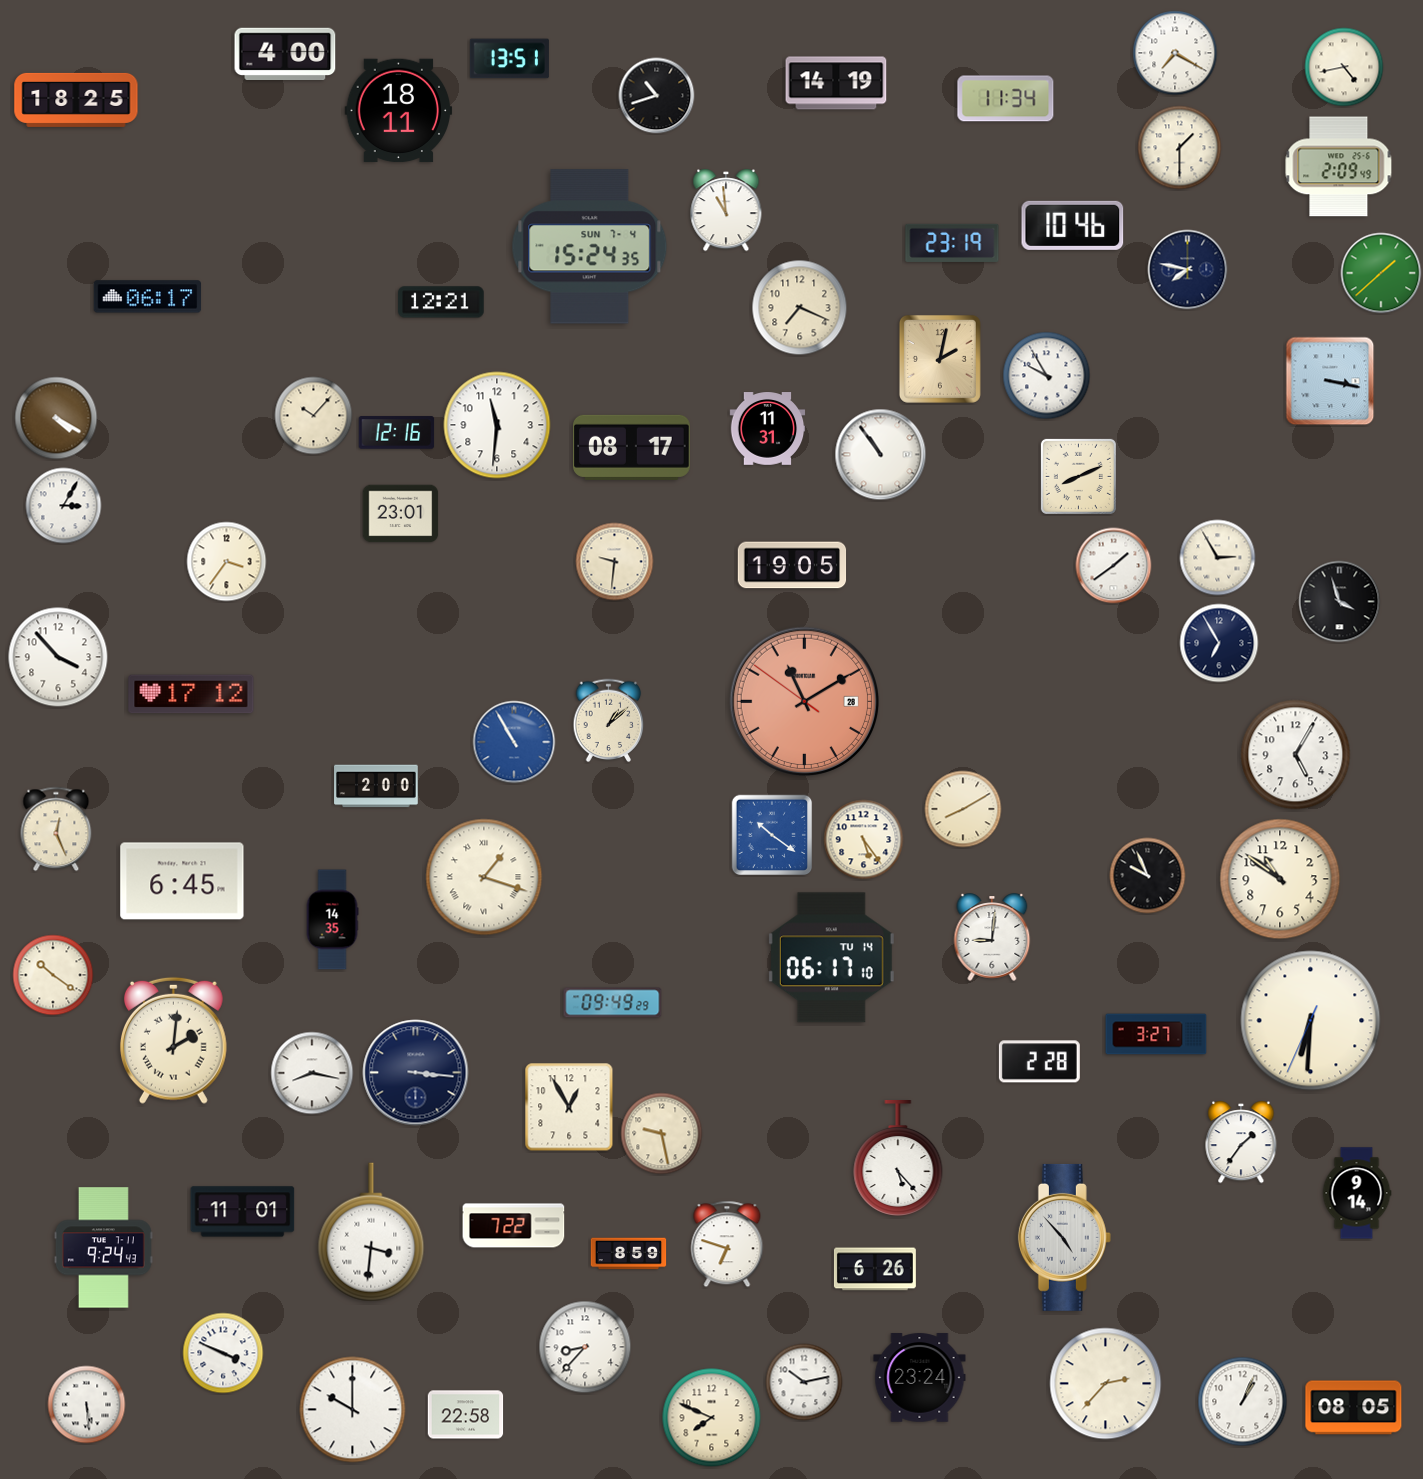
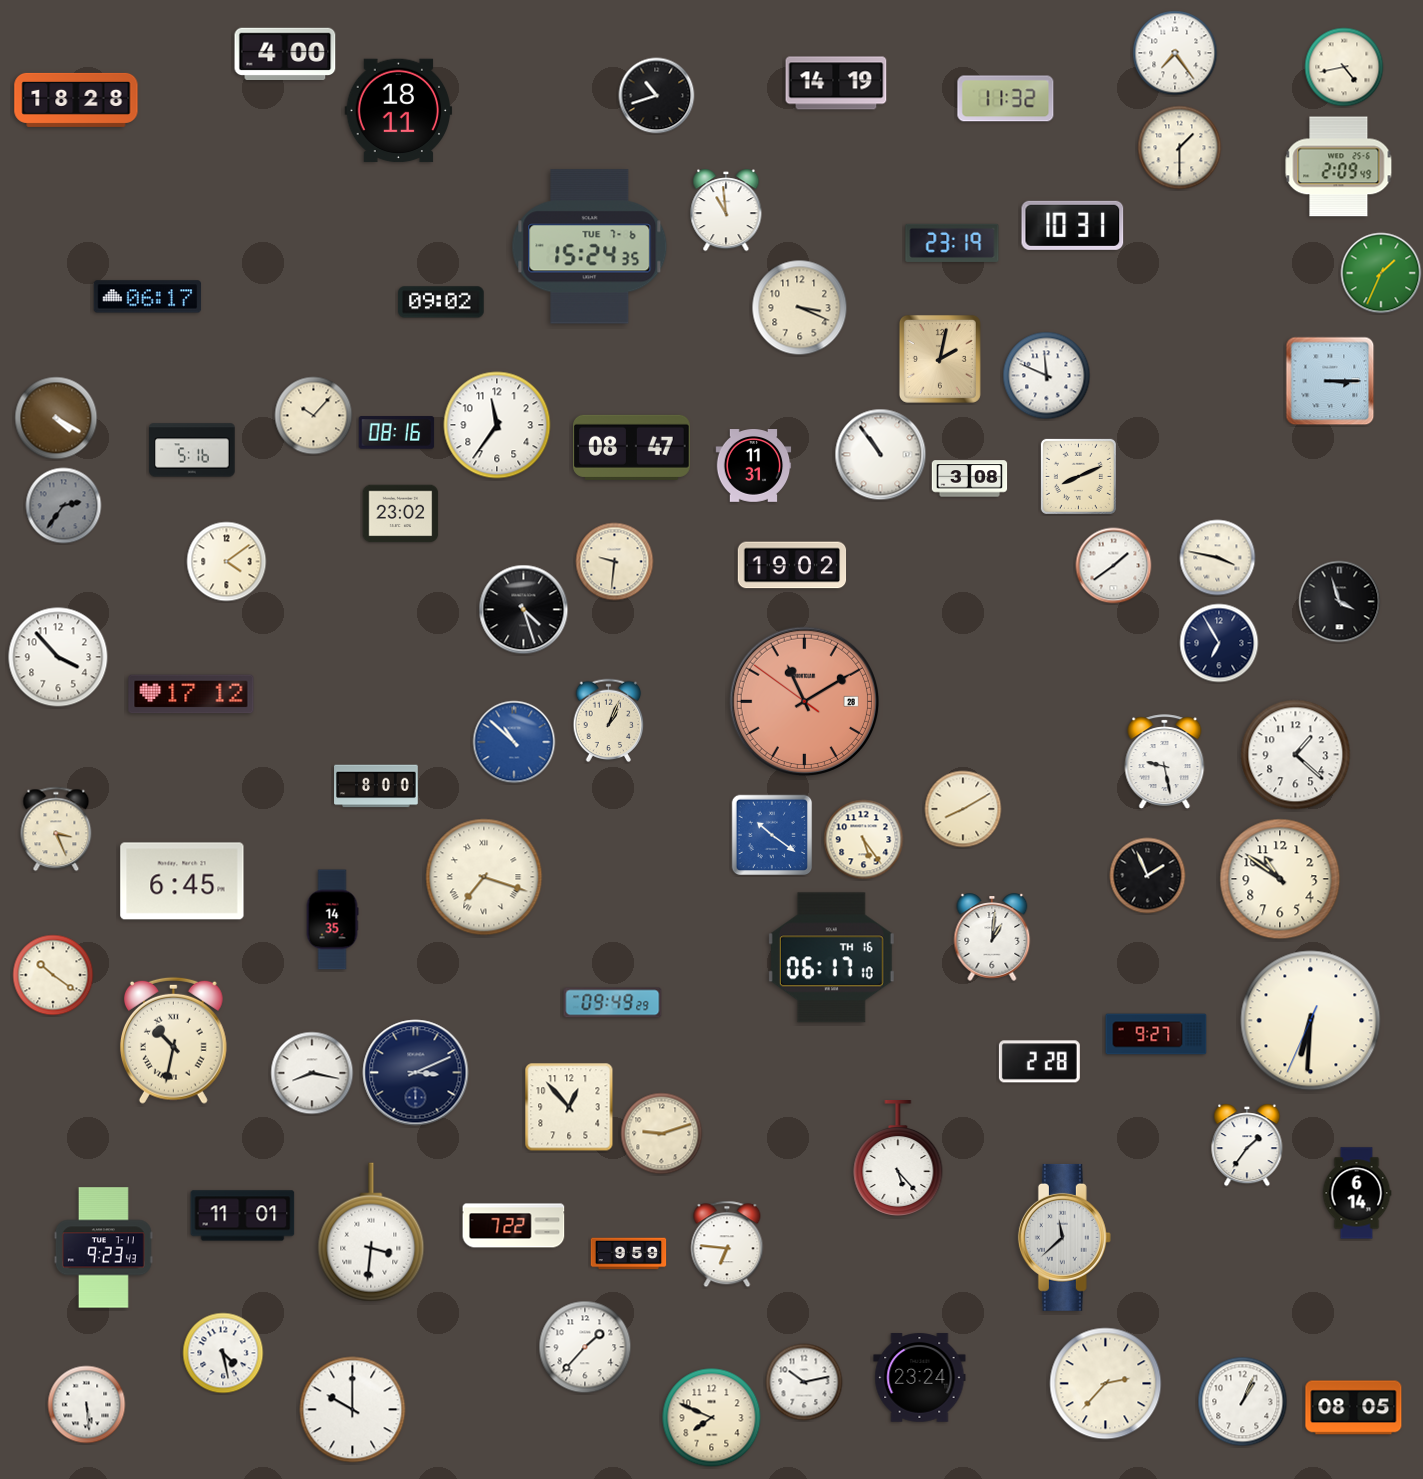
clock at (1175, 53): 7:20 -> 7:24
clock at (509, 59): 13:51 -> none
clock at (1006, 99): 11:34 -> 11:32
clock at (76, 100): 18:25 -> 18:28
clock at (1073, 225): 10:46 -> 10:31
clock at (590, 247) date: SUN 7-4 -> TUE 7-6
clock at (1188, 270): 7:47 -> none
clock at (1381, 273): 1:38 -> 1:34
clock at (441, 302): 12:21 -> 09:02
clock at (800, 308): 7:19 -> 3:19
clock at (1047, 376): 9:55 -> 11:49
clock at (1330, 381): 3:17 -> 3:15
clock at (497, 425): 11:31 -> 11:36
clock at (768, 429) position: (768, 429) -> (754, 466)
clock at (397, 433): 12:16 -> 08:16
clock at (632, 447): 08:17 -> 08:47
clock at (192, 450): none -> 5:16
clock at (970, 479): none -> 3:08
clock at (64, 506): 3:05 -> 2:36
clock at (64, 506) dial: white -> grey
clock at (401, 514): 23:01 -> 23:02
clock at (1218, 558): 2:55 -> 3:47
clock at (227, 562): 3:36 -> 4:09
clock at (792, 565): 19:05 -> 19:02
clock at (524, 610): none -> 4:27
clock at (609, 721): 1:08 -> 1:04
clock at (514, 742): 10:55 -> 10:52
clock at (1296, 755): 5:05 -> 1:22
clock at (1165, 761): none -> 9:28
clock at (376, 786): 2:00 -> 8:00
clock at (56, 829): 12:26 -> 3:26
clock at (1148, 876): 9:56 -> 1:56
clock at (484, 877): 1:18 -> 7:18
clock at (992, 937): 9:01 -> 1:01
clock at (831, 958) date: TU 14 -> TH 16
clock at (1156, 1034): 3:27 -> 9:27
clock at (173, 1040): 2:01 -> 10:32
clock at (416, 1073): 3:16 -> 3:11
clock at (569, 1107): 12:55 -> 12:53
clock at (662, 1134): 9:28 -> 9:12
clock at (1241, 1142) position: (1241, 1142) -> (1247, 1145)
clock at (1357, 1193): 9:14 -> 6:14
clock at (243, 1212) position: (243, 1212) -> (243, 1216)
clock at (1064, 1237): 4:53 -> 11:38
clock at (727, 1244): 6:48 -> 6:46
clock at (103, 1248): 9:24 -> 9:23
clock at (629, 1254): 8:59 -> 9:59
clock at (875, 1269): 6:26 -> none
clock at (585, 1347): 8:37 -> 1:37
clock at (223, 1353): 3:49 -> 4:28
clock at (466, 1415): 22:58 -> none
